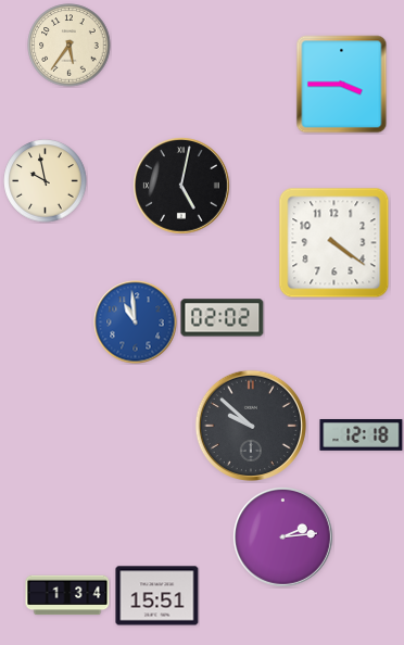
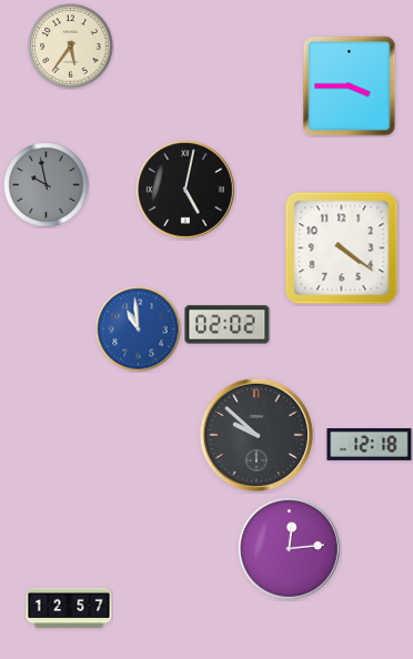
clock at (46, 181) dial: cream -> grey
clock at (282, 536): 2:14 -> 12:14
clock at (67, 595): 1:34 -> 12:57
clock at (157, 596): 15:51 -> none
